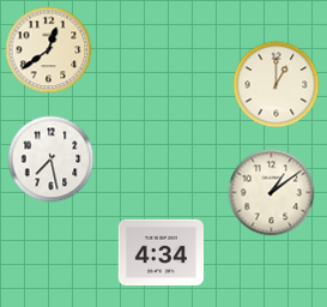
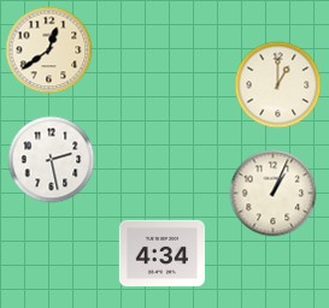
clock at (52, 159): 7:28 -> 2:28
clock at (272, 193): 1:09 -> 1:04
